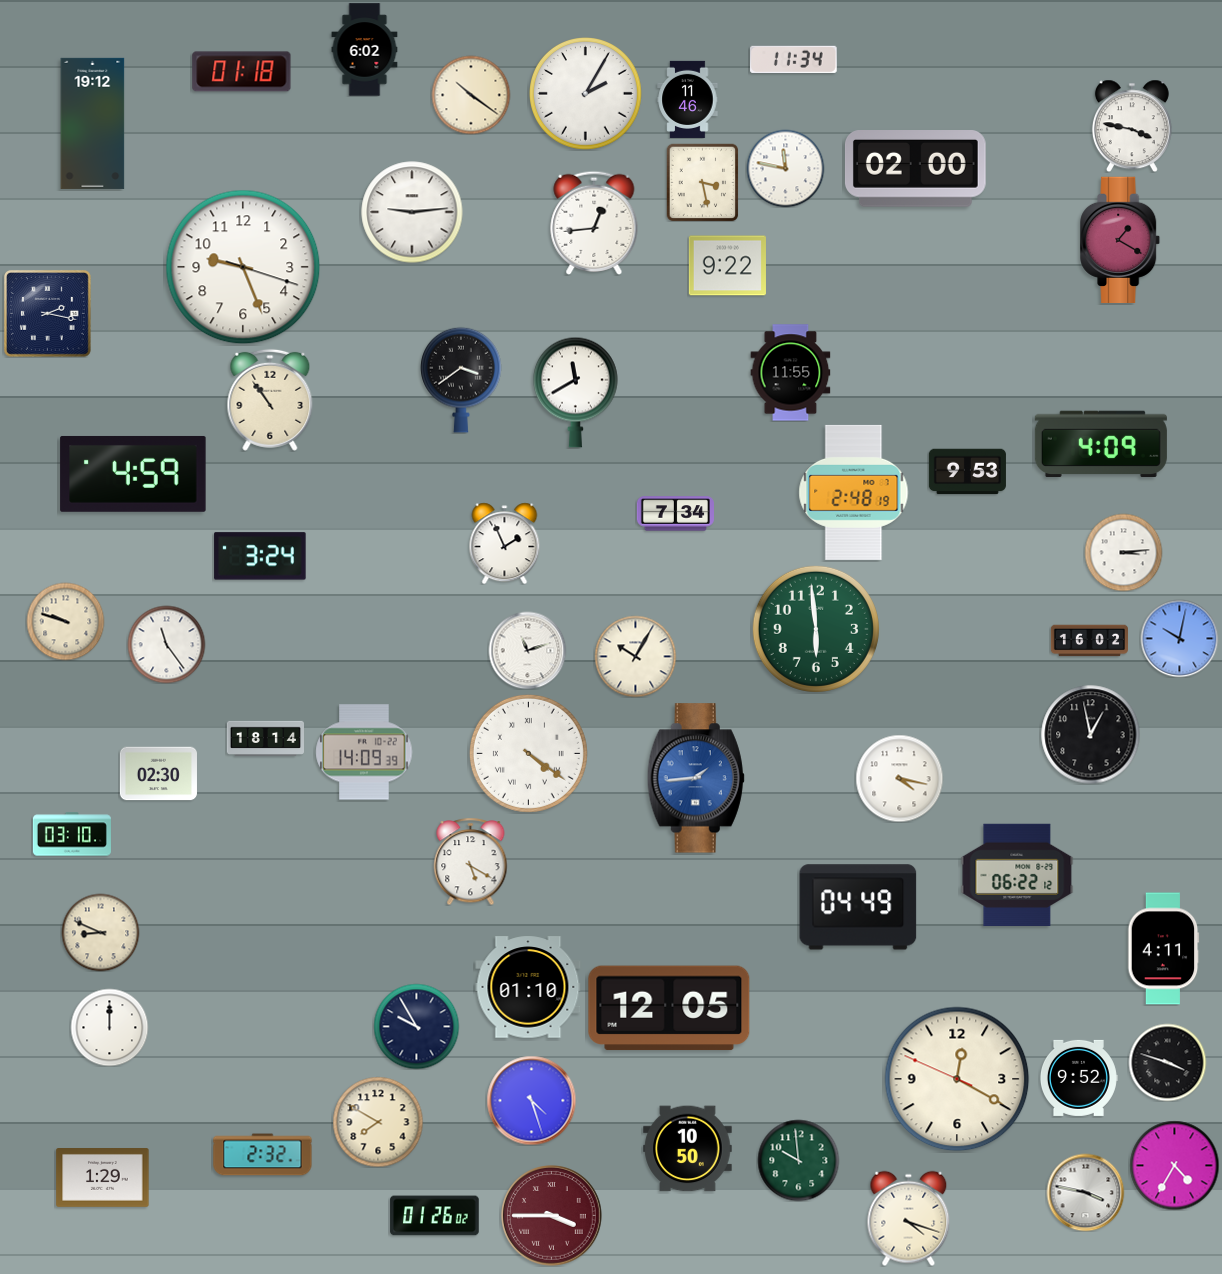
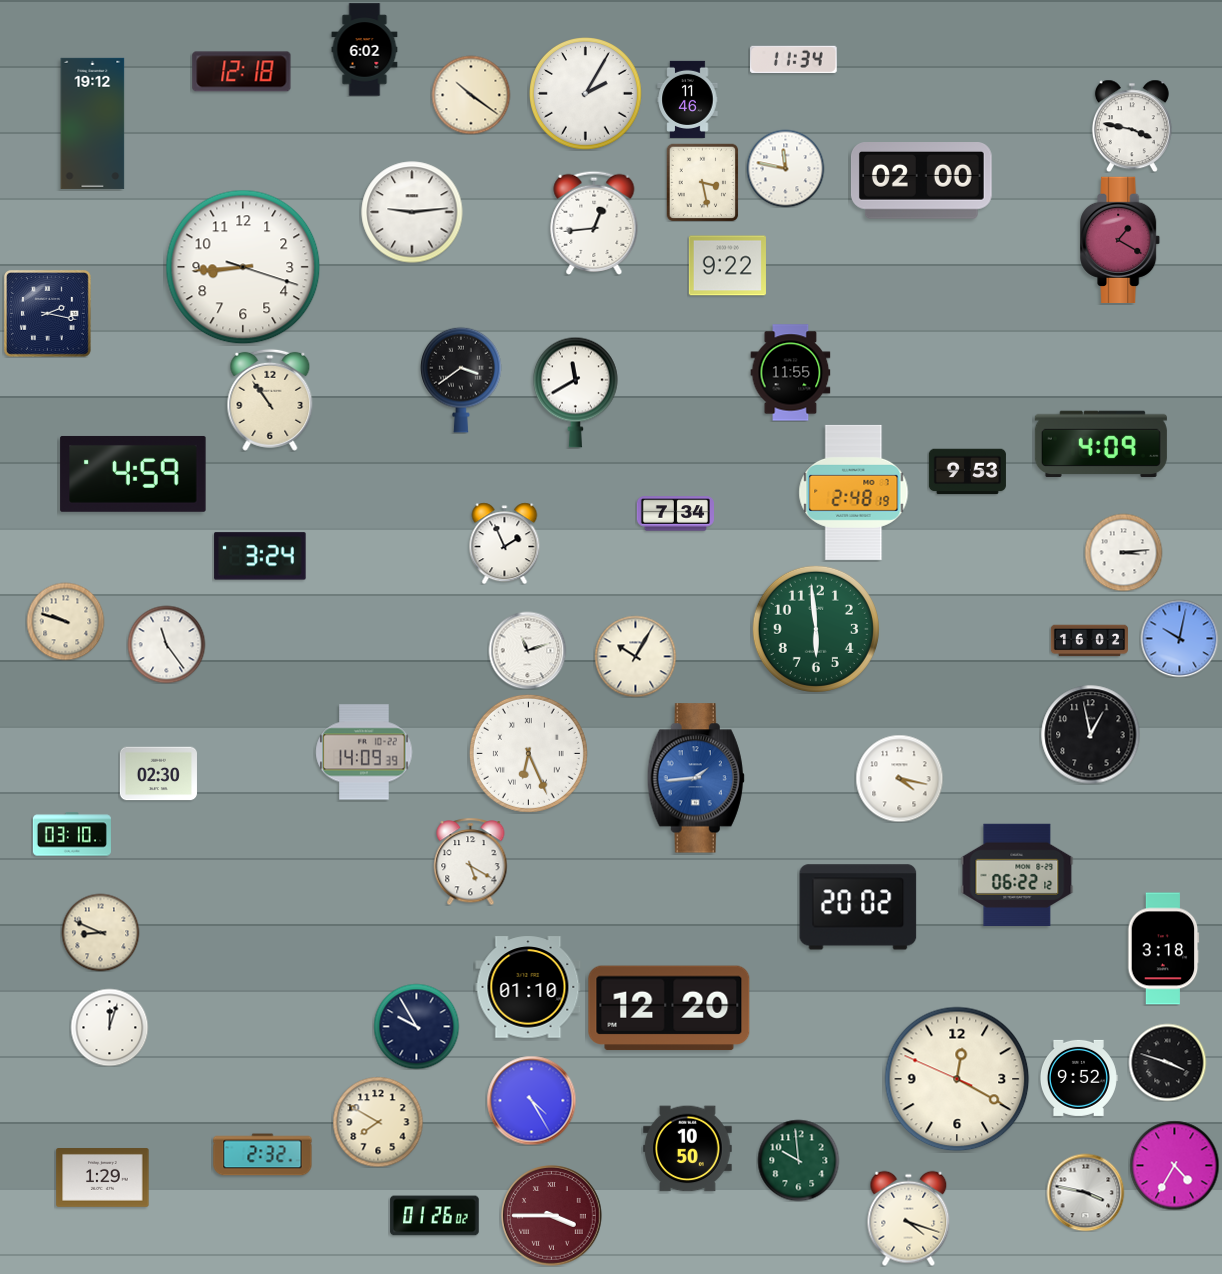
clock at (242, 72): 01:18 -> 12:18
clock at (916, 169) position: (916, 169) -> (922, 181)
clock at (243, 267): 9:26 -> 8:44
clock at (265, 738): 18:14 -> none
clock at (528, 753): 4:21 -> 6:26
clock at (858, 907): 04:49 -> 20:02
clock at (1164, 949): 4:11 -> 3:18
clock at (669, 1008): 12:05 -> 12:20
clock at (109, 1027): 12:00 -> 12:03
clock at (531, 1100): 4:27 -> 4:25
